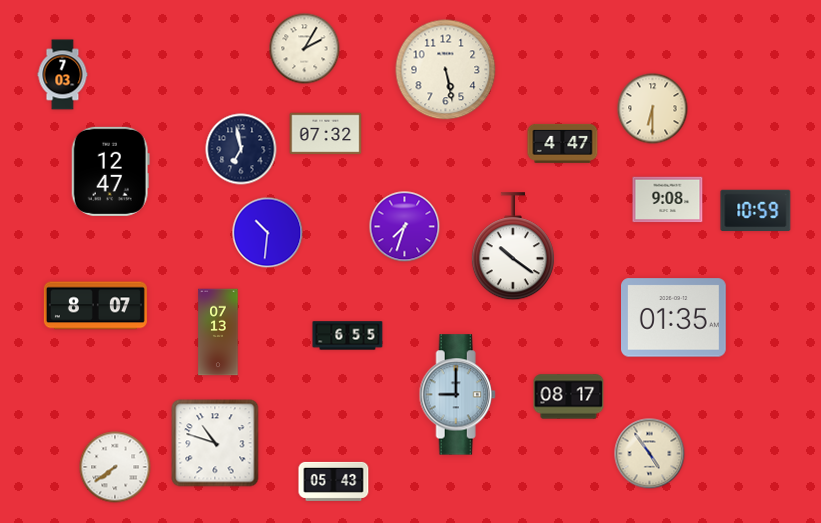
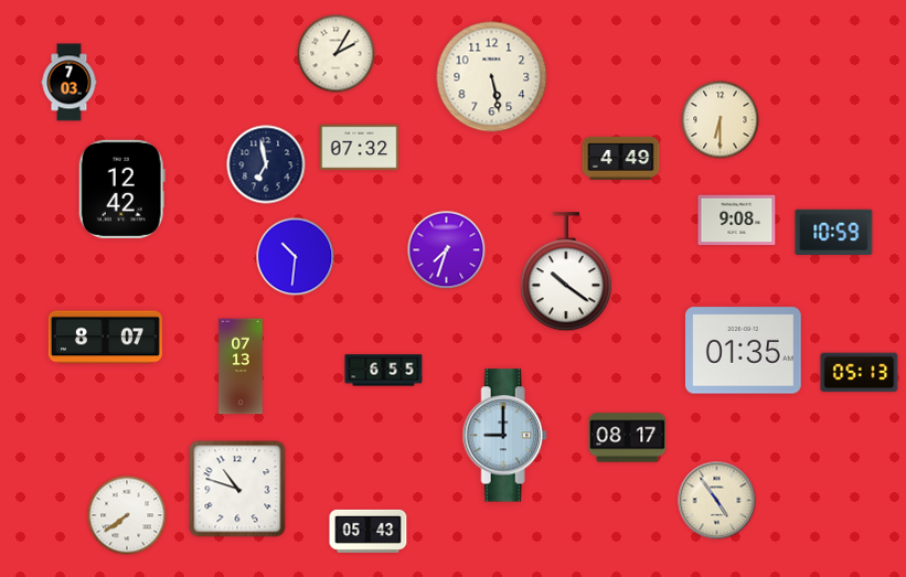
clock at (563, 143): 4:47 -> 4:49
clock at (110, 171): 12:47 -> 12:42
clock at (860, 373): none -> 05:13
